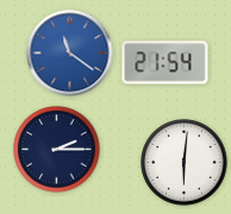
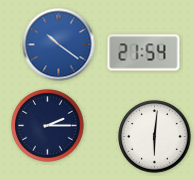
clock at (70, 53): 11:21 -> 10:21
clock at (166, 63) position: (166, 63) -> (144, 53)
